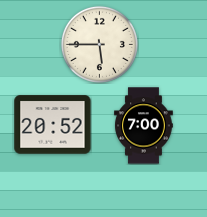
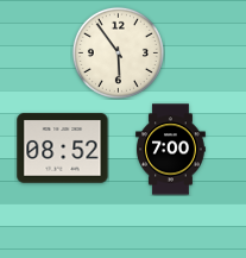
clock at (99, 44): 5:45 -> 5:54
clock at (53, 125): 20:52 -> 08:52
